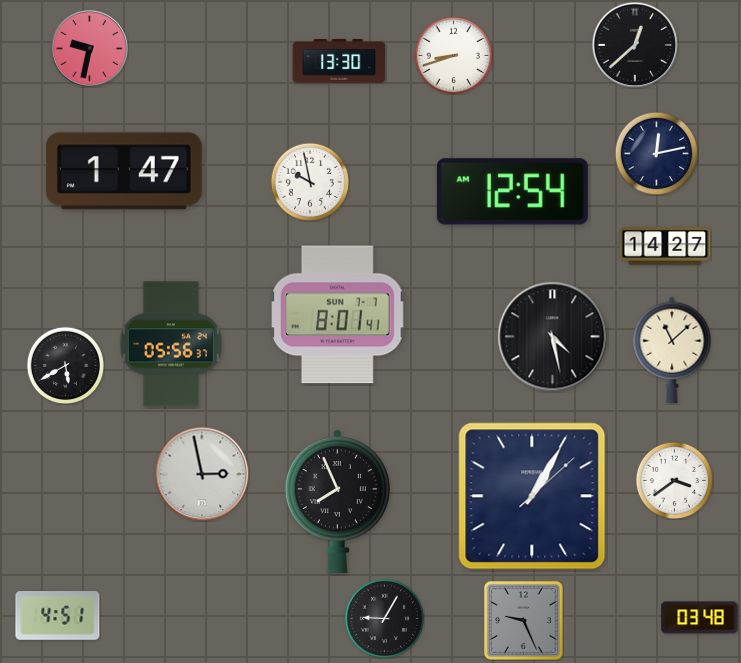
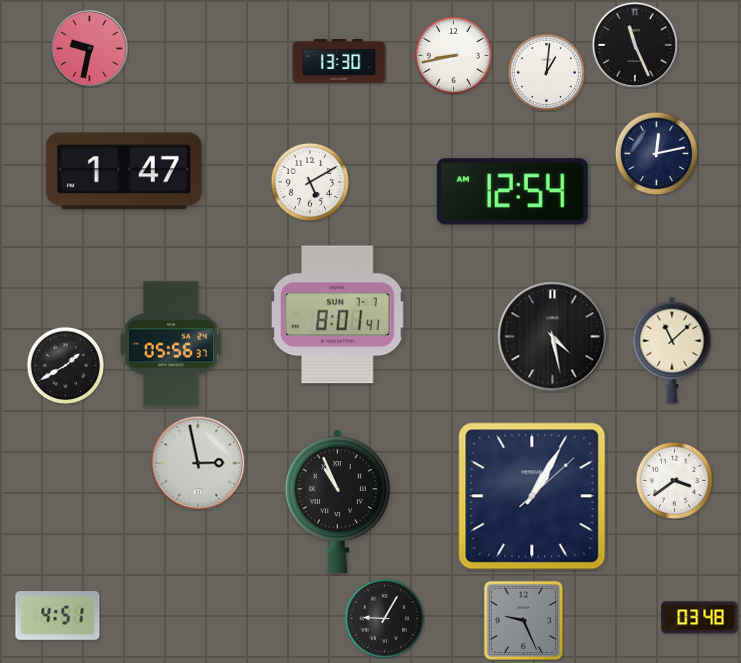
clock at (635, 45): 12:38 -> 11:26
clock at (453, 55): 8:42 -> 8:43
clock at (546, 72): none -> 1:01
clock at (310, 182): 9:58 -> 5:10
clock at (665, 246): 14:27 -> none
clock at (65, 365): 5:40 -> 1:40
clock at (202, 474) position: (202, 474) -> (198, 463)
clock at (337, 502): 7:56 -> 10:56
